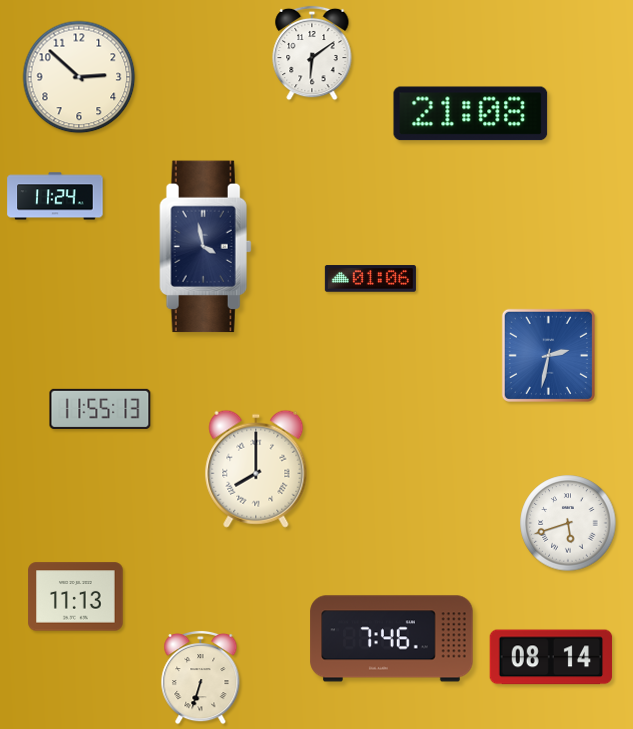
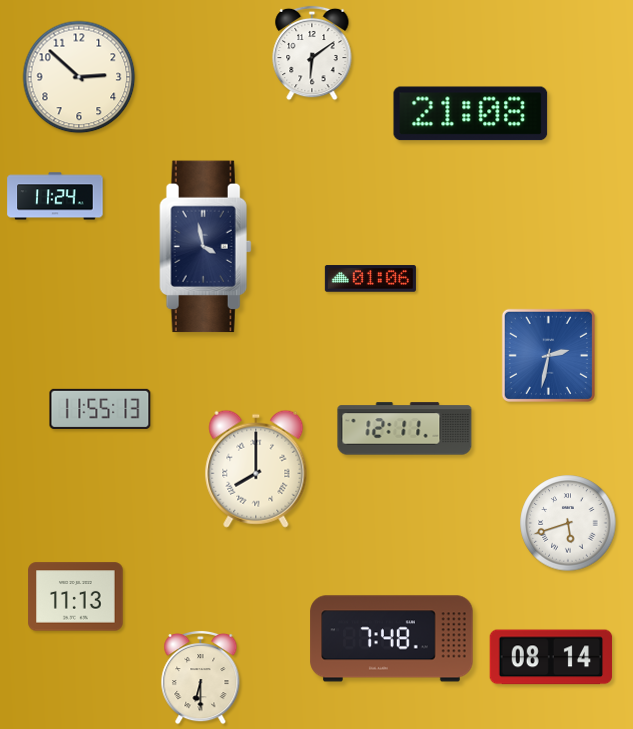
clock at (405, 429): none -> 12:11
clock at (392, 639): 7:46 -> 7:48
clock at (201, 677): 6:33 -> 6:30
